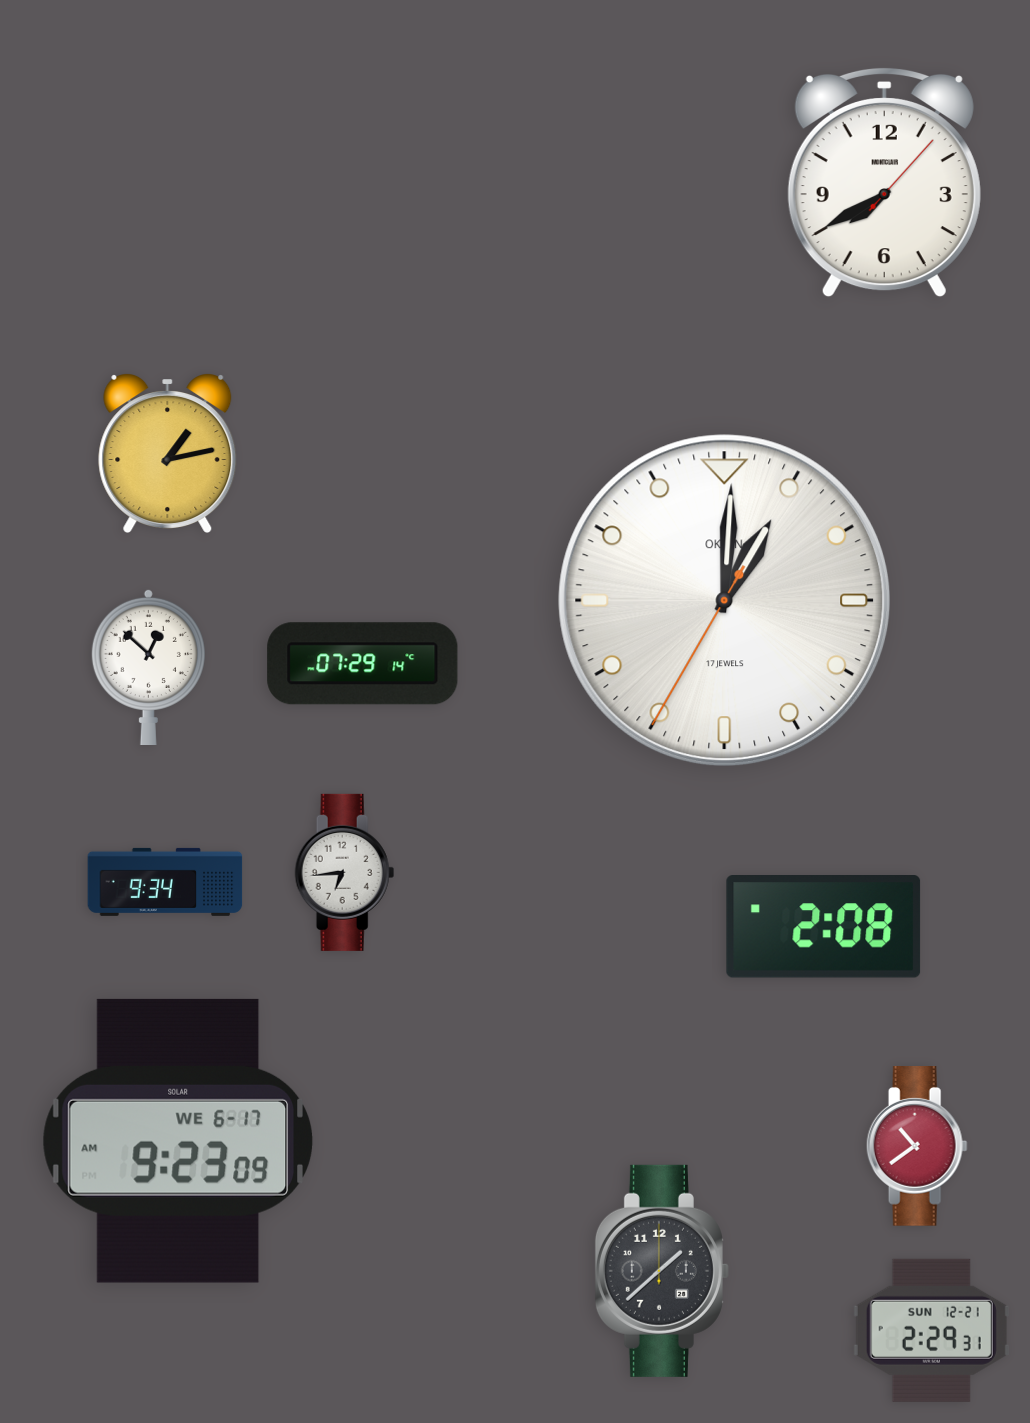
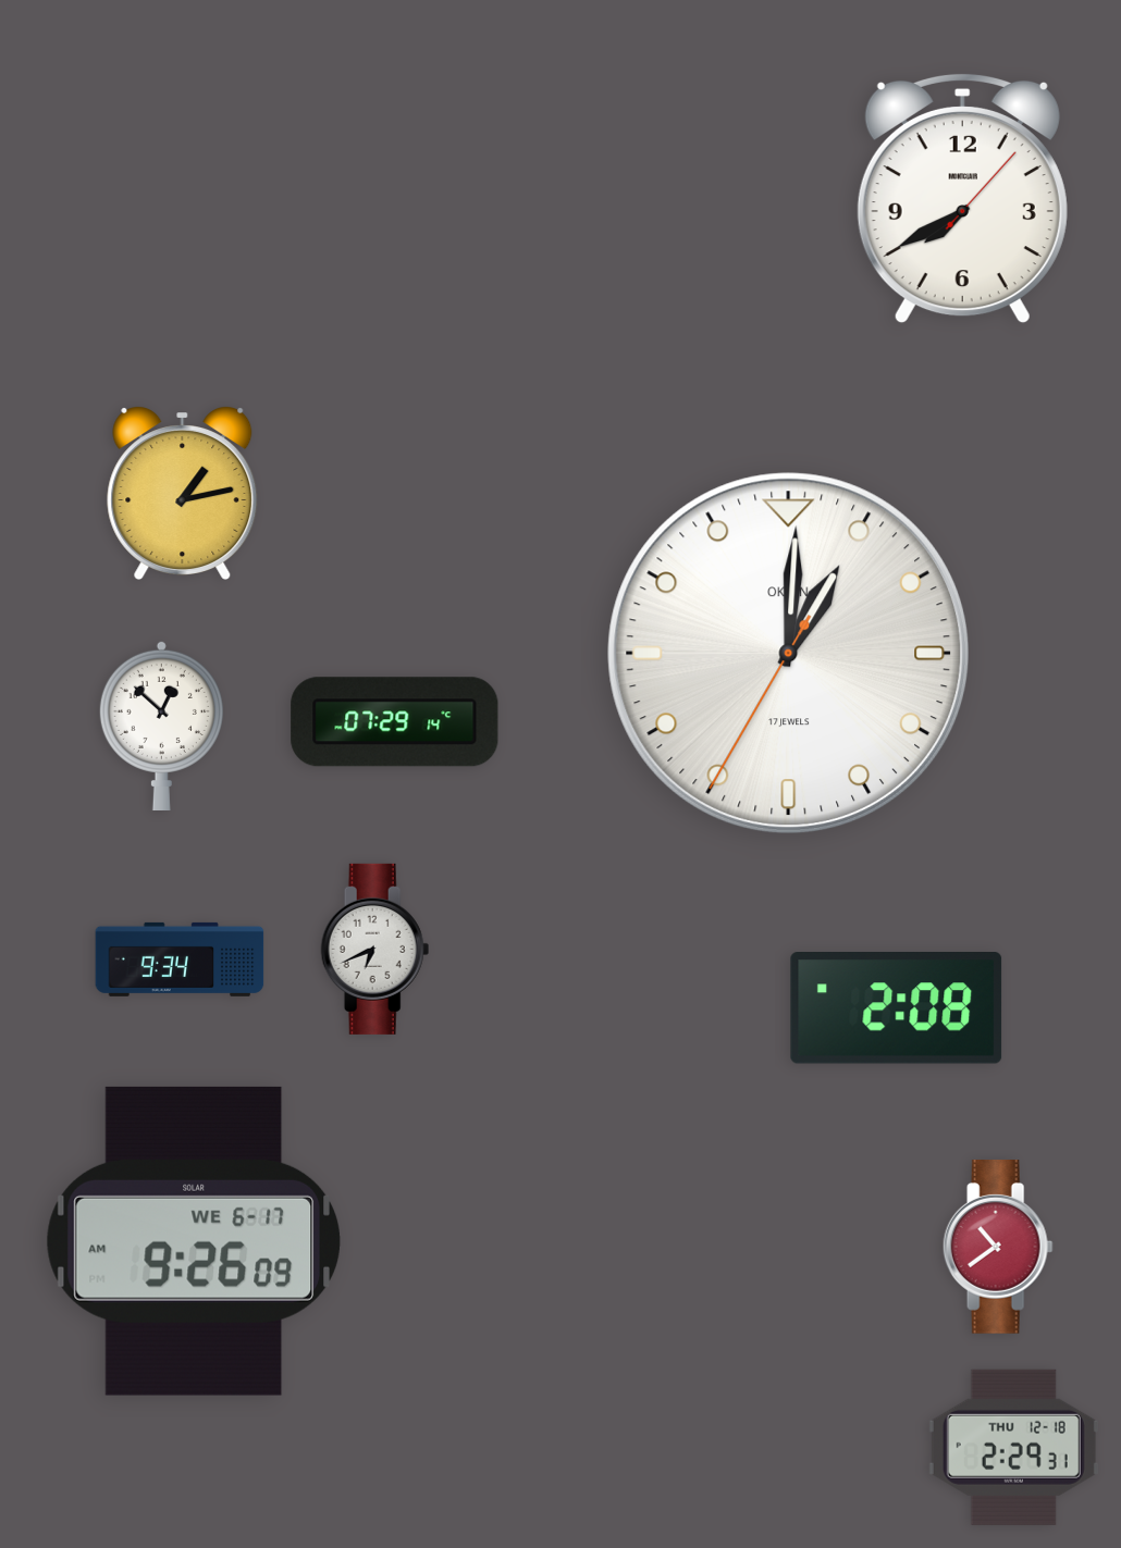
clock at (345, 872): 6:44 -> 6:41
clock at (177, 1141): 9:23 -> 9:26
clock at (662, 1271): 1:38 -> none
clock at (931, 1330) date: SUN 12-21 -> THU 12-18
